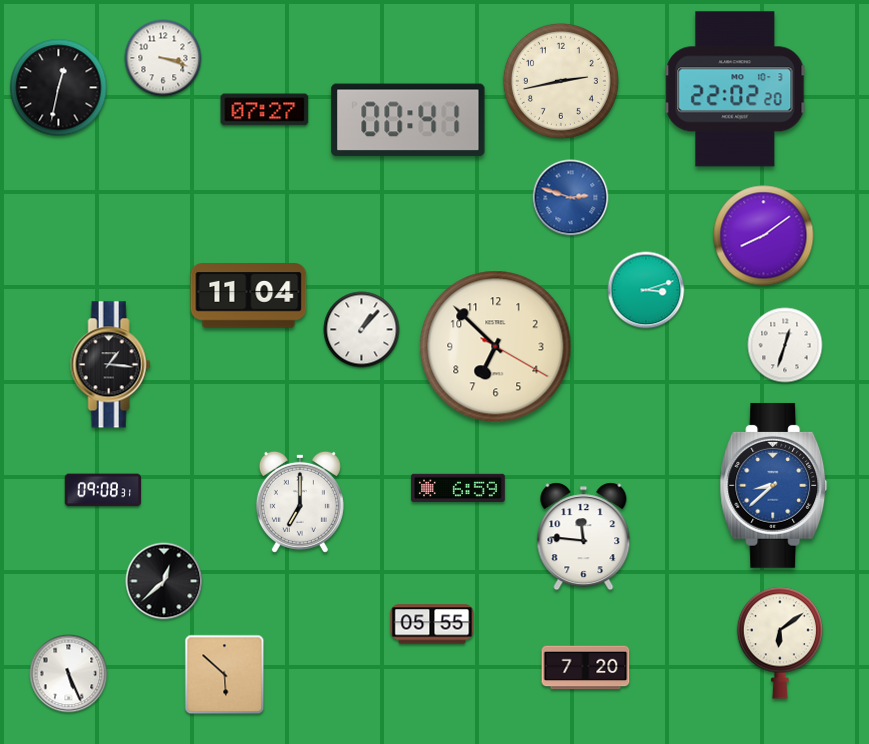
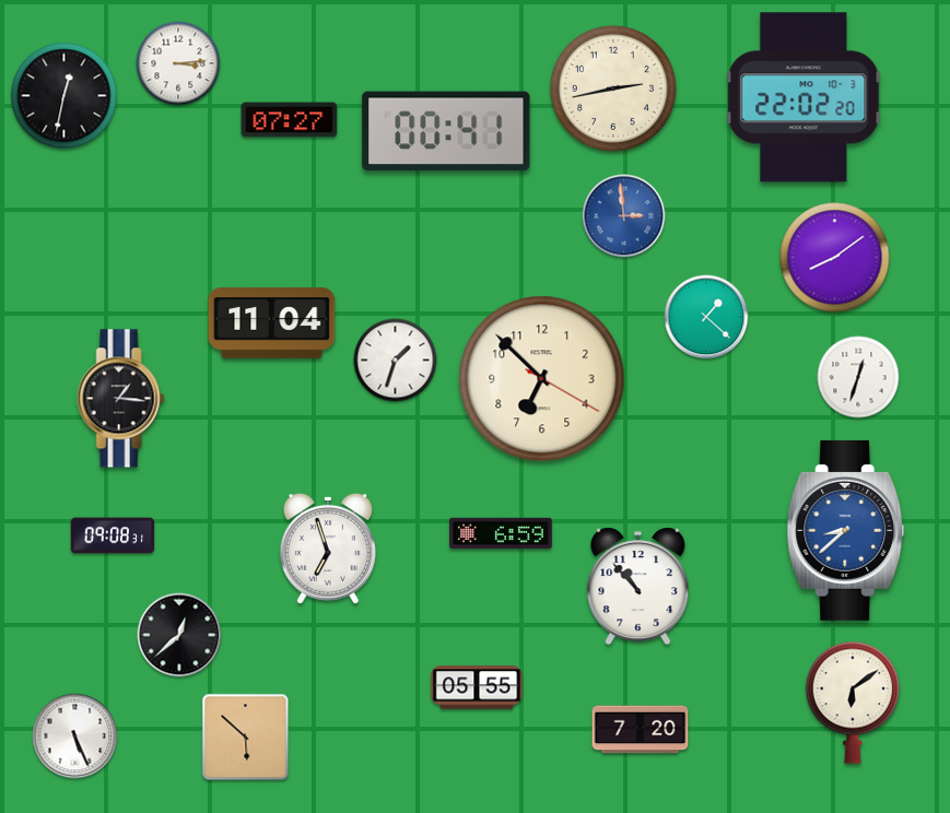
clock at (163, 58): 3:18 -> 3:14
clock at (571, 198): 2:48 -> 2:59
clock at (646, 290): 3:12 -> 1:22
clock at (362, 330): 1:07 -> 1:33
clock at (300, 502): 7:00 -> 6:57
clock at (584, 537): 11:46 -> 10:53
clock at (432, 624) position: (432, 624) -> (477, 687)
